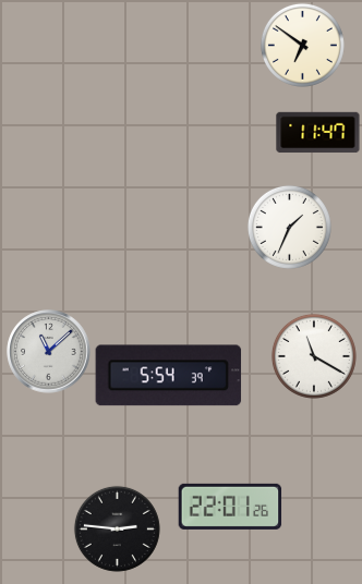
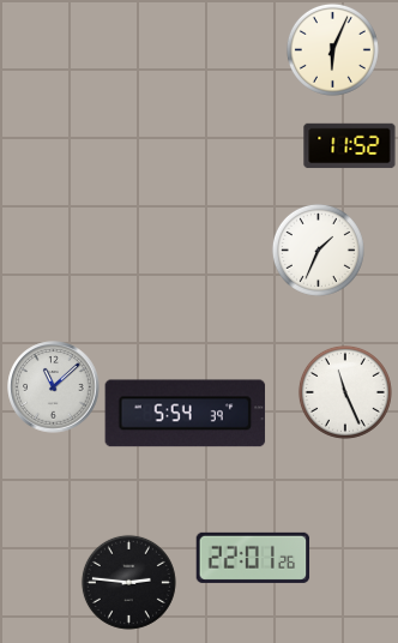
clock at (302, 45): 6:51 -> 6:04
clock at (318, 133): 11:47 -> 11:52
clock at (314, 356): 11:20 -> 11:26
